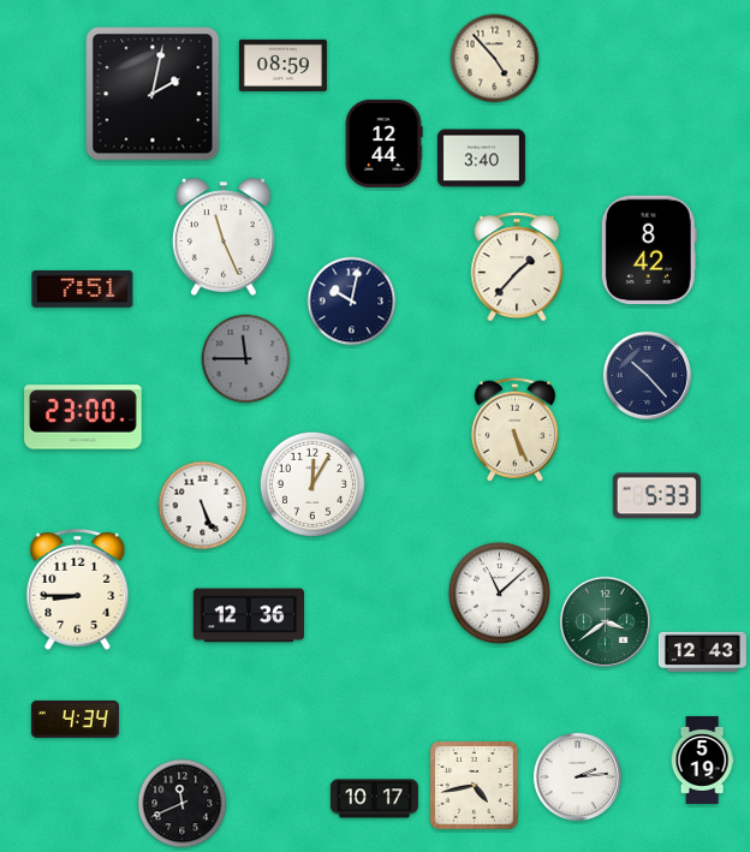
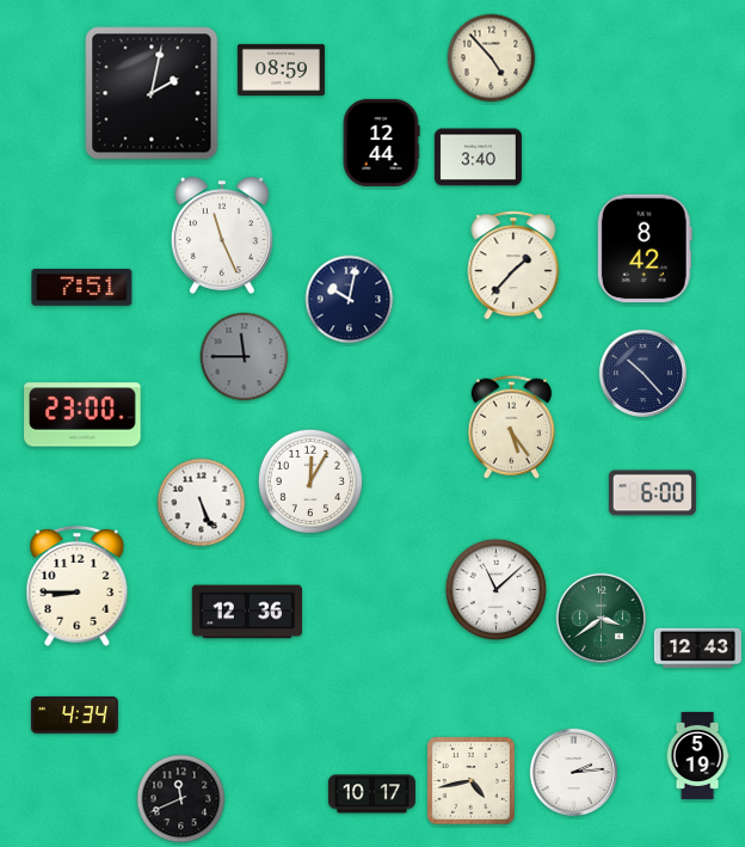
clock at (282, 65) position: (282, 65) -> (281, 69)
clock at (514, 429): 5:26 -> 5:24
clock at (656, 496): 5:33 -> 6:00
